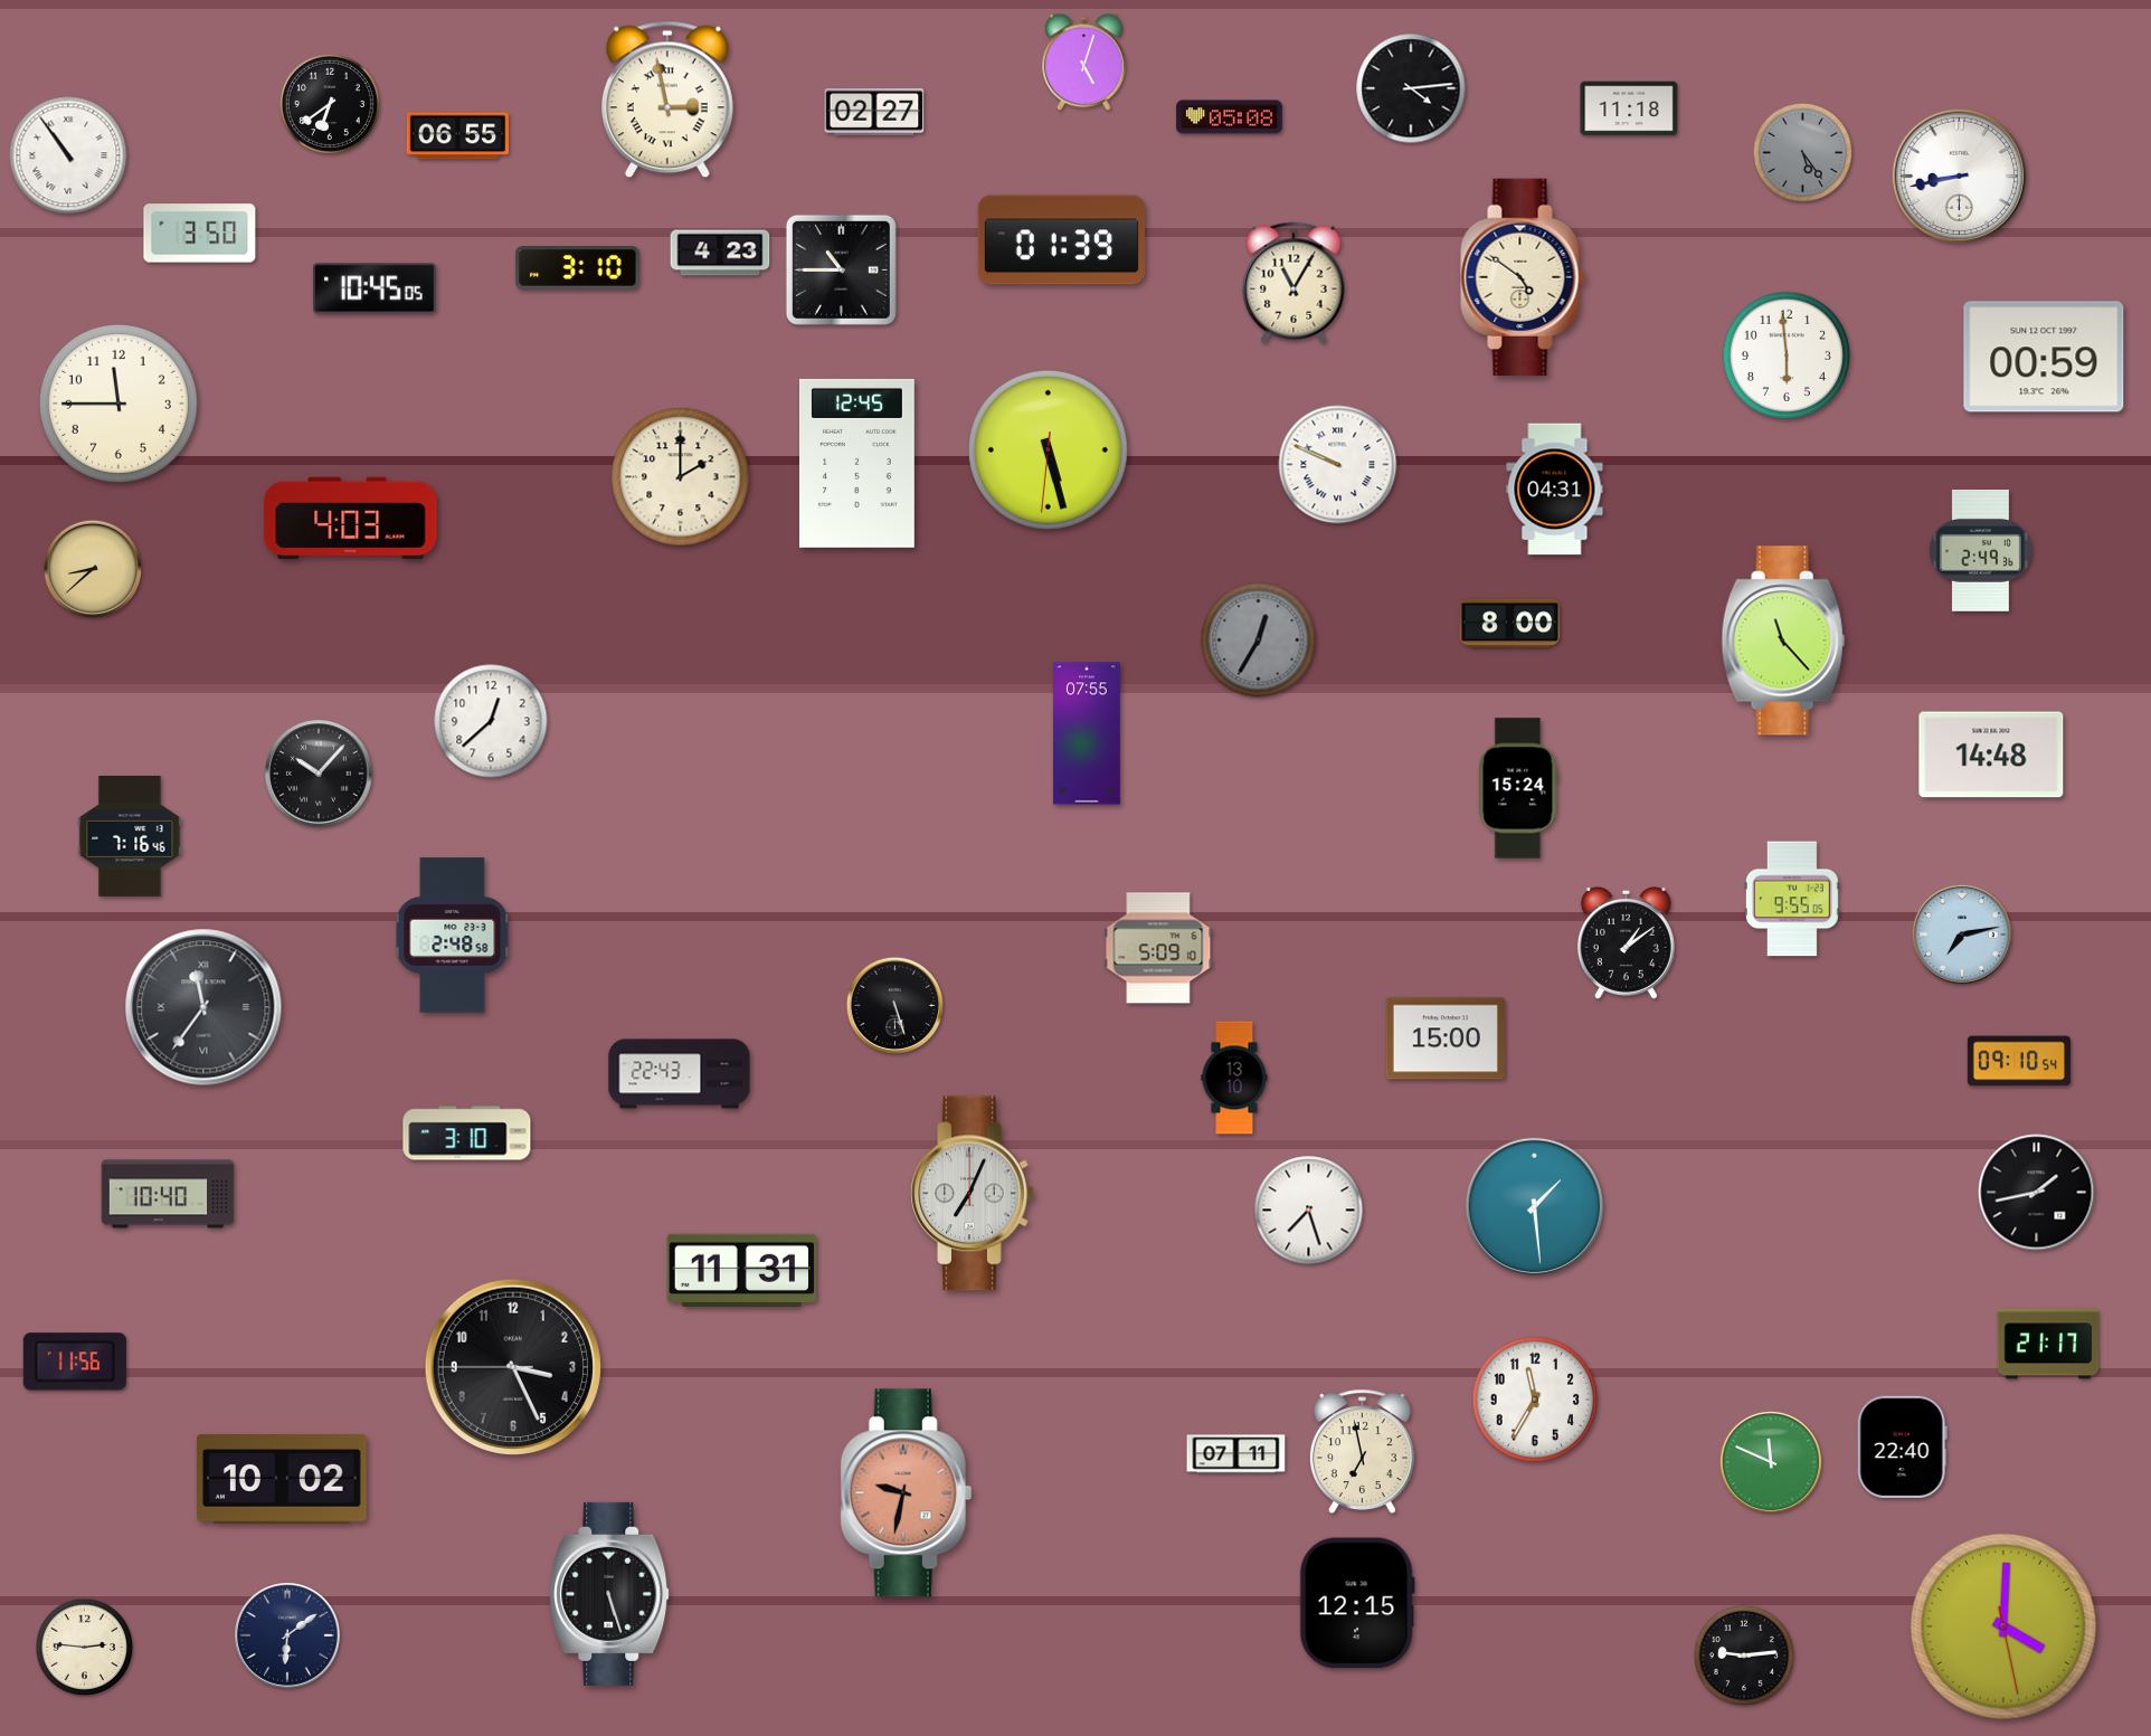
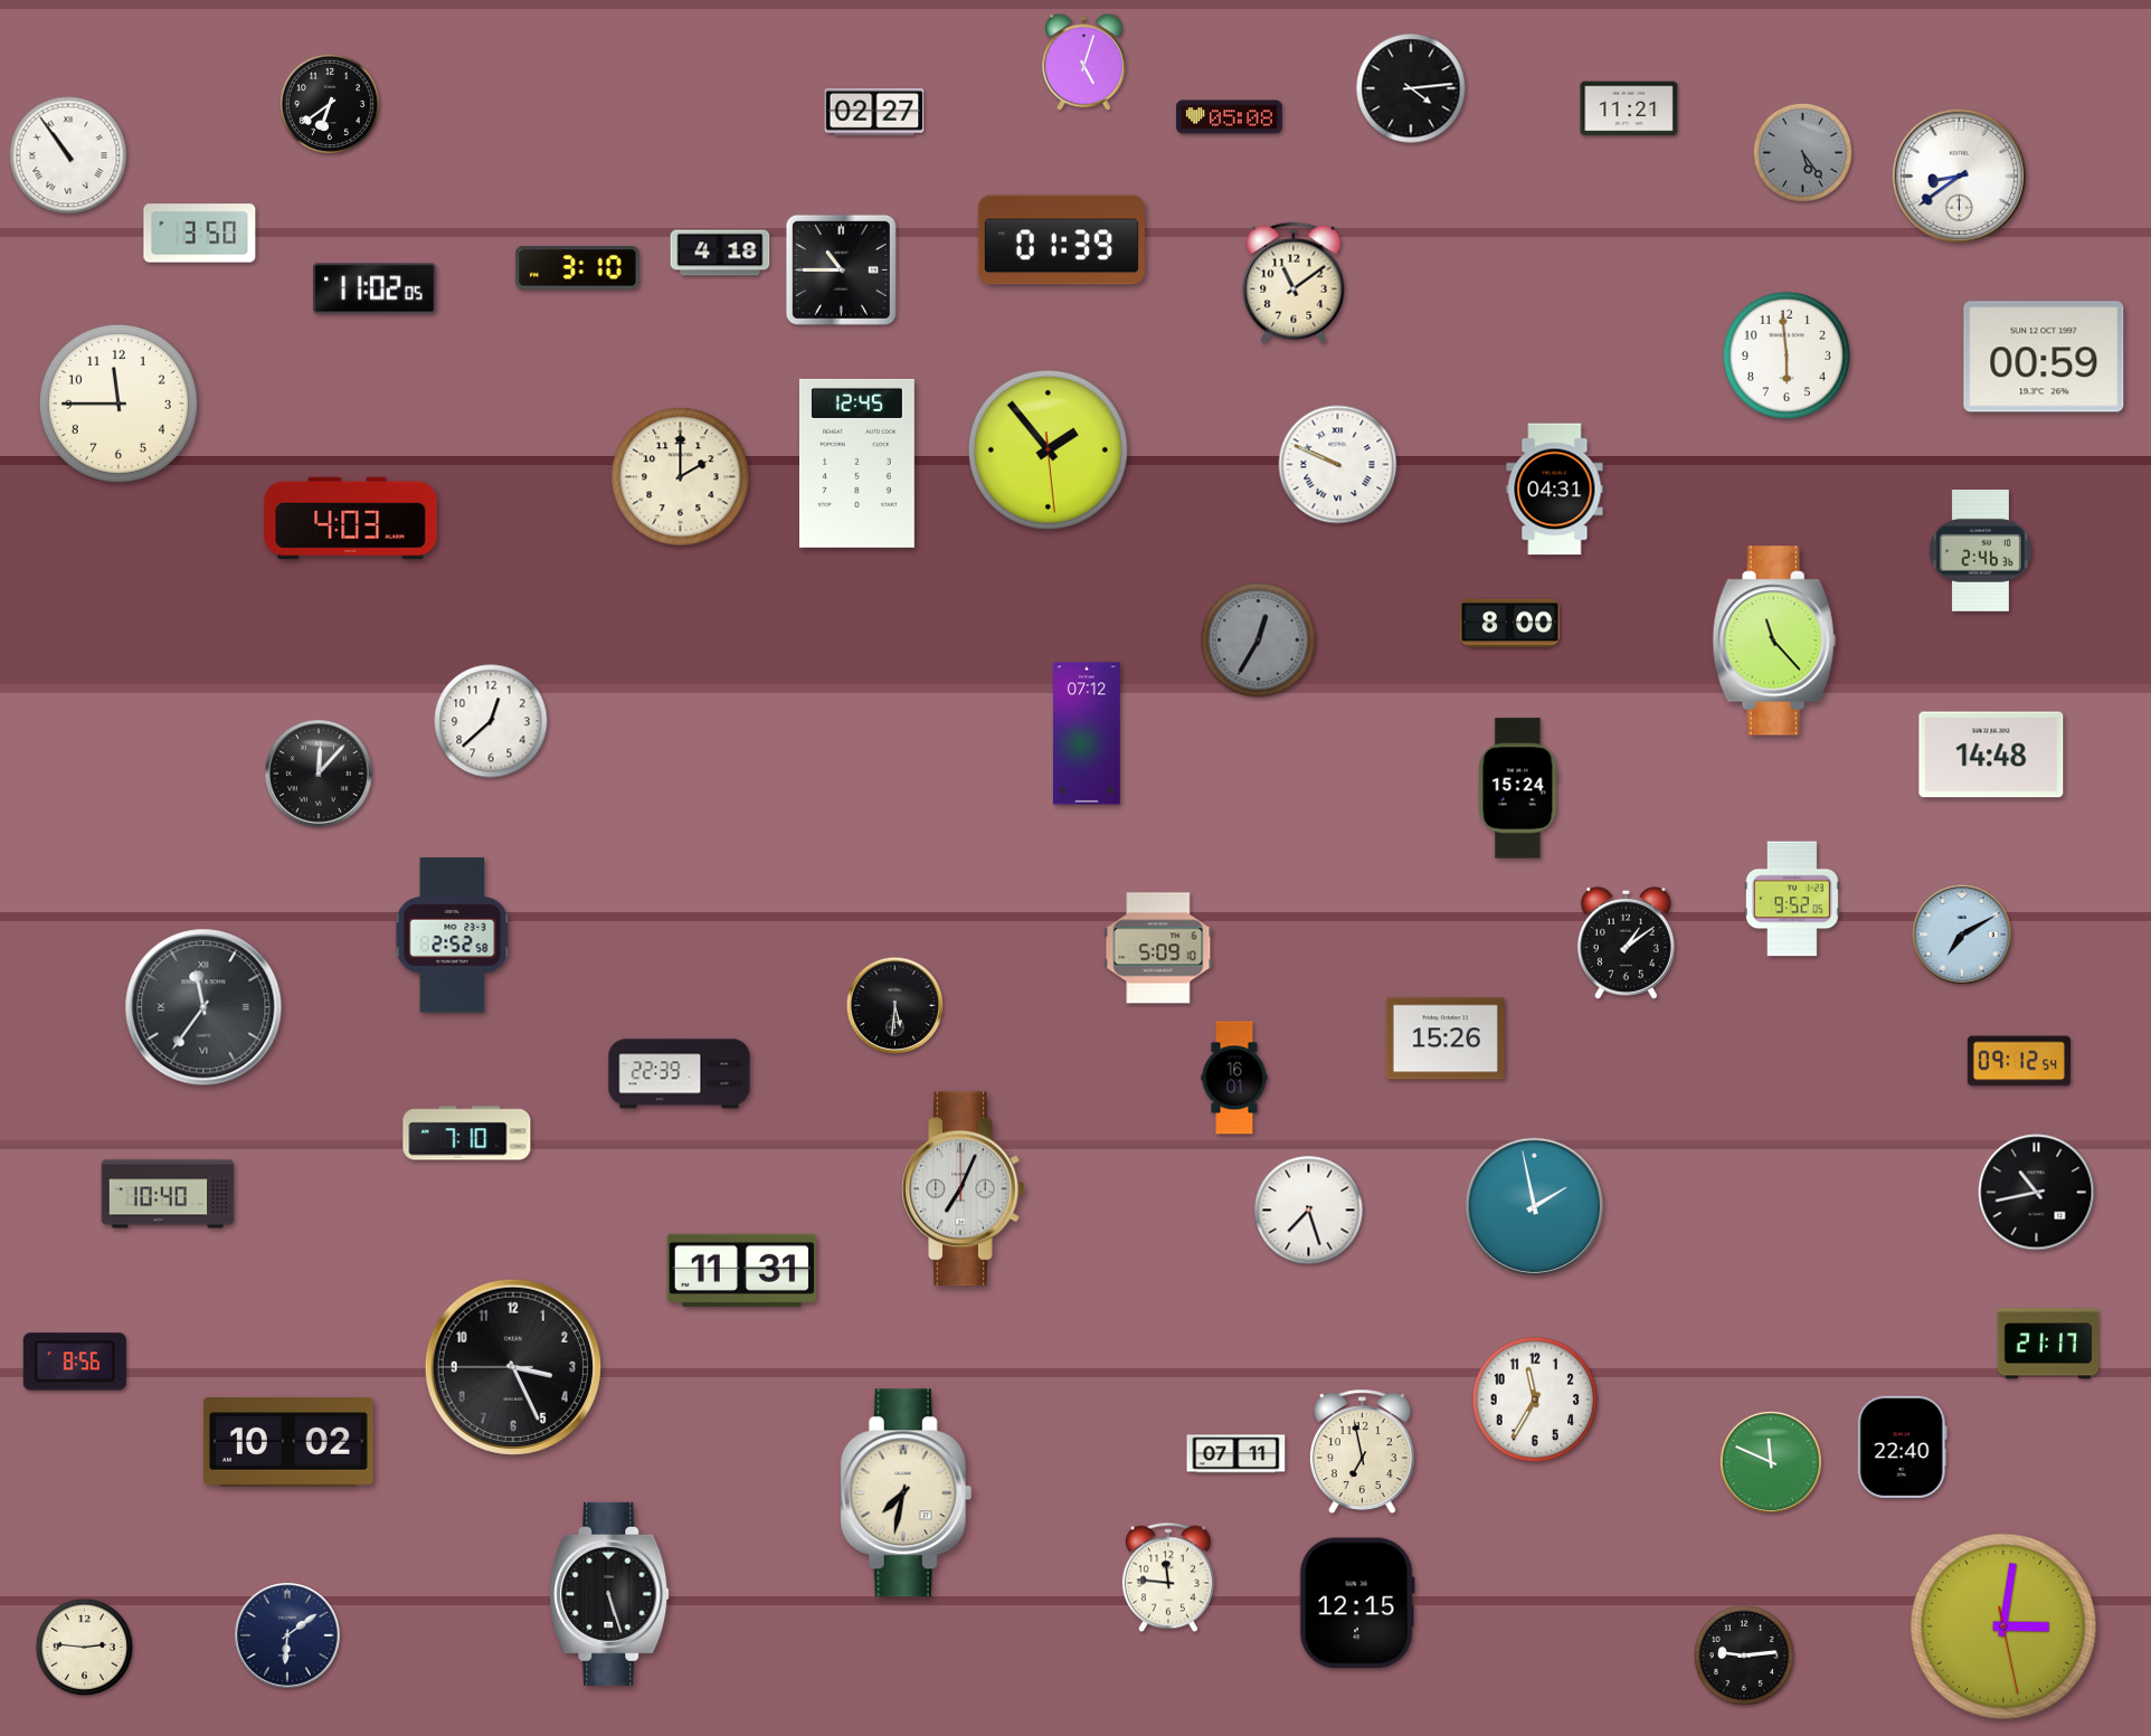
clock at (667, 99): 2:58 -> none
clock at (1629, 108): 11:18 -> 11:21
clock at (458, 136): 06:55 -> none
clock at (1960, 177): 8:43 -> 8:39
clock at (720, 253): 4:23 -> 4:18
clock at (1523, 277): 4:51 -> none
clock at (1294, 283): 11:05 -> 11:09
clock at (375, 288): 10:45 -> 11:02
clock at (1048, 449): 5:27 -> 1:53
clock at (1980, 551): 2:49 -> 2:46
clock at (92, 568): 8:38 -> none
clock at (1783, 641) position: (1783, 641) -> (1774, 641)
clock at (1088, 733): 07:55 -> 07:12
clock at (319, 774): 10:07 -> 12:07
clock at (130, 836): 7:16 -> none
clock at (1792, 899): 9:55 -> 9:52
clock at (1962, 935): 7:13 -> 7:10
clock at (453, 936): 2:48 -> 2:52
clock at (896, 1006): 5:27 -> 5:31
clock at (1446, 1038): 15:00 -> 15:26
clock at (2019, 1061): 09:10 -> 09:12
clock at (680, 1074): 22:43 -> 22:39
clock at (1234, 1078): 13:10 -> 16:01
clock at (467, 1133): 3:10 -> 7:10
clock at (2037, 1193): 1:43 -> 10:43
clock at (973, 1194) position: (973, 1194) -> (964, 1189)
clock at (1534, 1206): 1:29 -> 1:58
clock at (75, 1362): 11:56 -> 8:56
clock at (282, 1479) position: (282, 1479) -> (288, 1442)
clock at (907, 1493): 9:32 -> 7:32
clock at (907, 1493) dial: salmon -> cream
clock at (1168, 1577): none -> 11:46
clock at (2003, 1626): 4:00 -> 3:01
